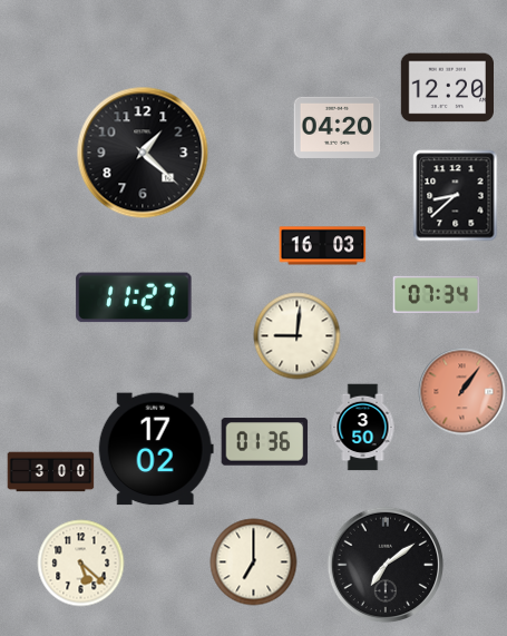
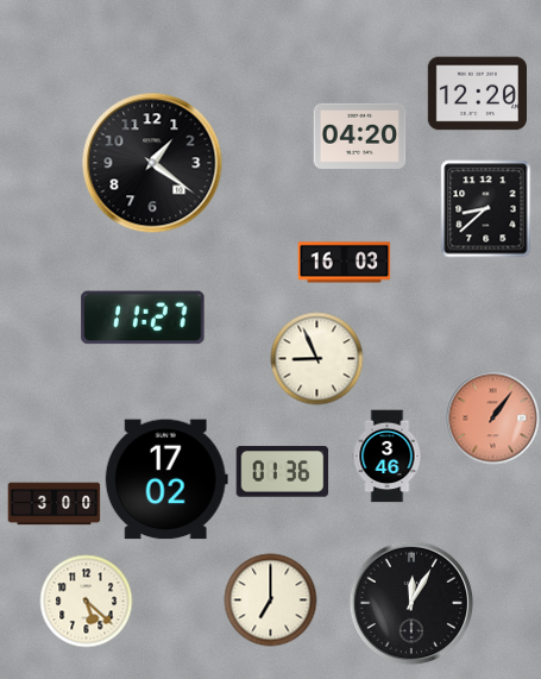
clock at (143, 153): 1:22 -> 1:21
clock at (436, 294): 07:34 -> none
clock at (296, 335): 9:01 -> 8:56
clock at (363, 427): 3:50 -> 3:46
clock at (386, 565): 7:09 -> 12:05
